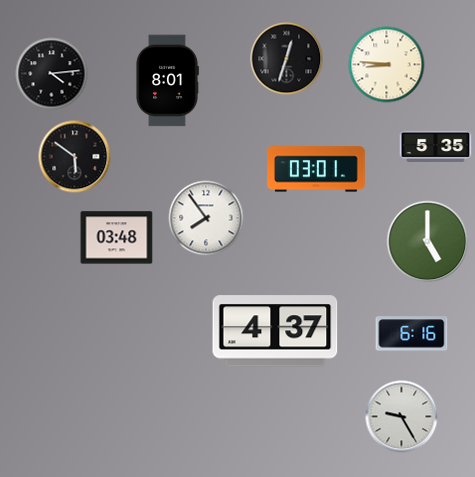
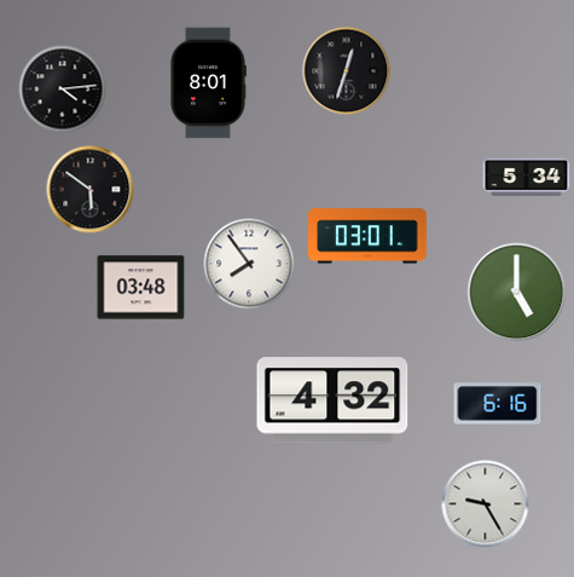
clock at (387, 65): 8:46 -> none
clock at (167, 81) position: (167, 81) -> (208, 83)
clock at (436, 146): 5:35 -> 5:34
clock at (316, 169) position: (316, 169) -> (367, 236)
clock at (275, 331): 4:37 -> 4:32
